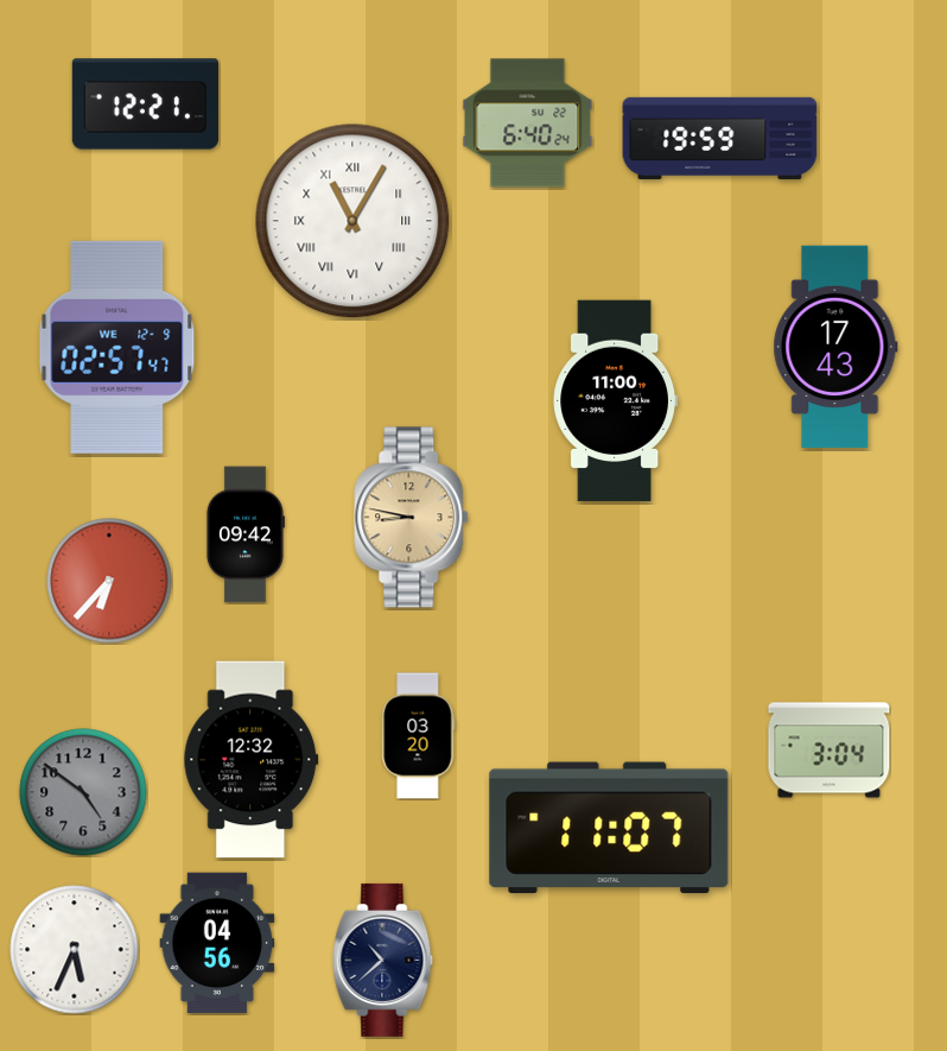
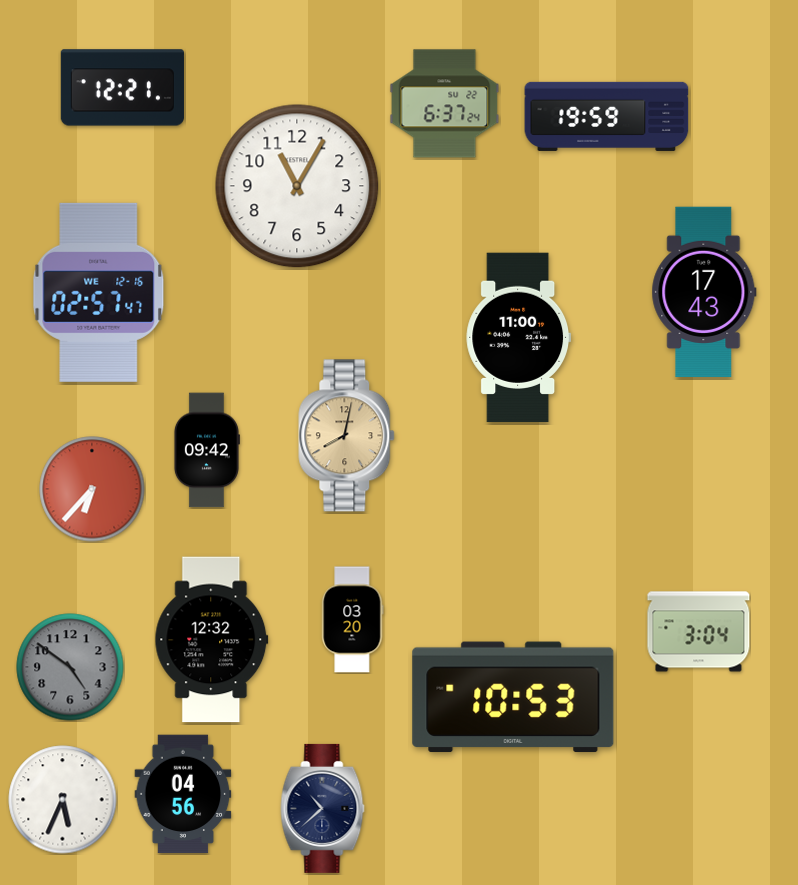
clock at (528, 124): 6:40 -> 6:37
clock at (352, 221) numerals: Roman -> Arabic
clock at (117, 347) date: WE 12-9 -> WE 12-16
clock at (412, 518): 8:47 -> 8:02
clock at (609, 828): 11:07 -> 10:53
